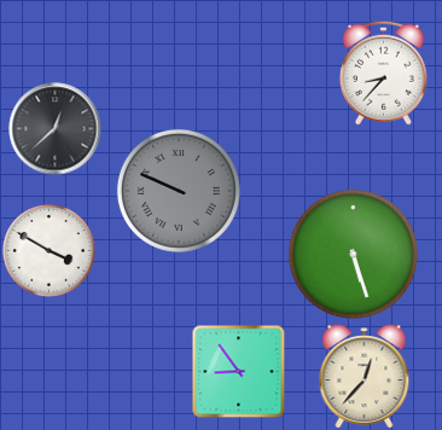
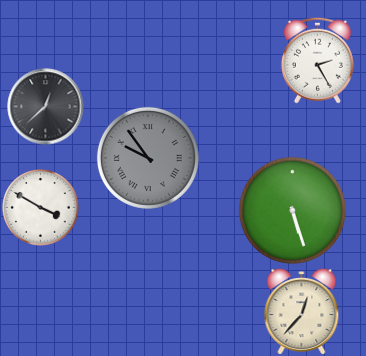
clock at (383, 72): 8:37 -> 2:25
clock at (179, 191): 9:49 -> 9:54
clock at (238, 371): 8:54 -> none
